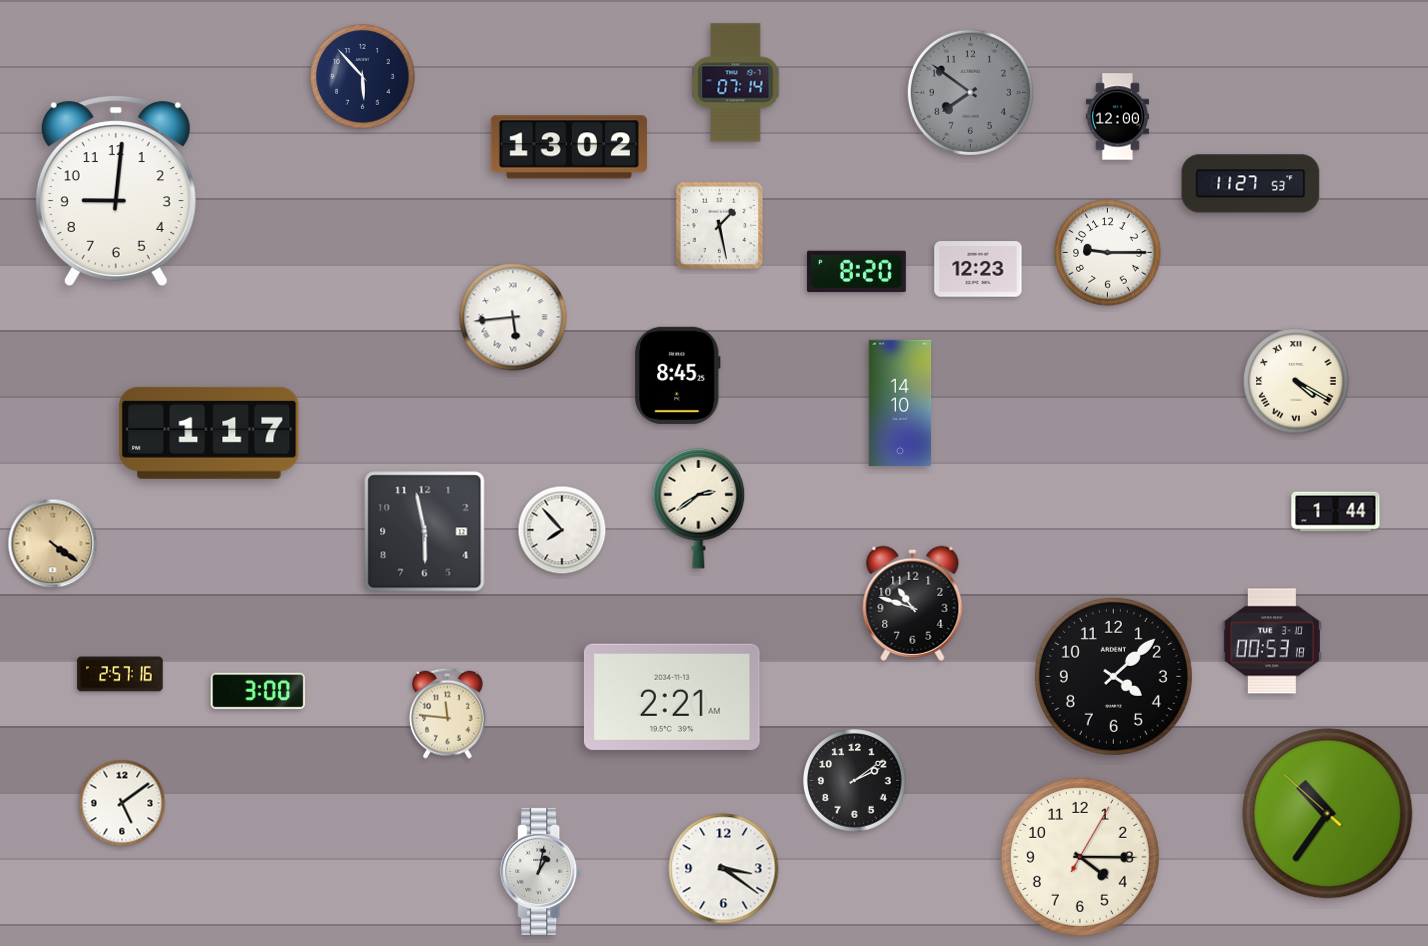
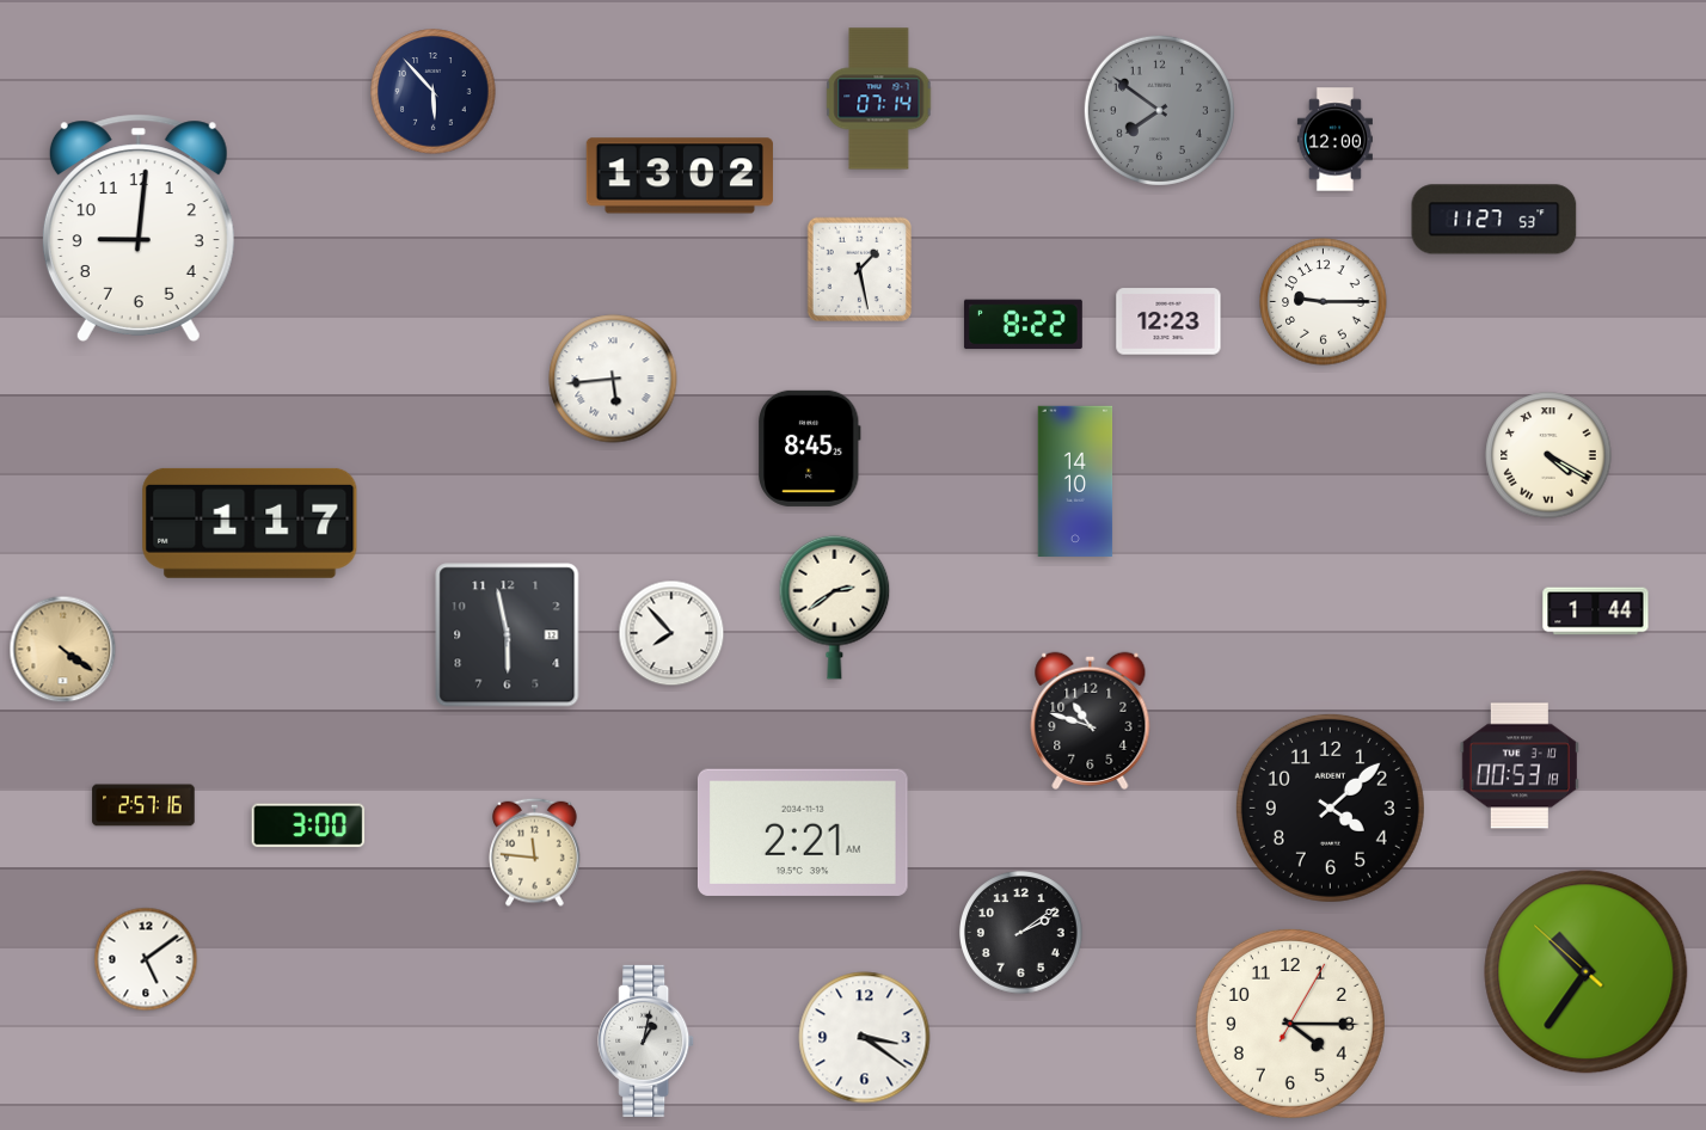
clock at (856, 272): 8:20 -> 8:22
clock at (209, 433) position: (209, 433) -> (250, 523)
